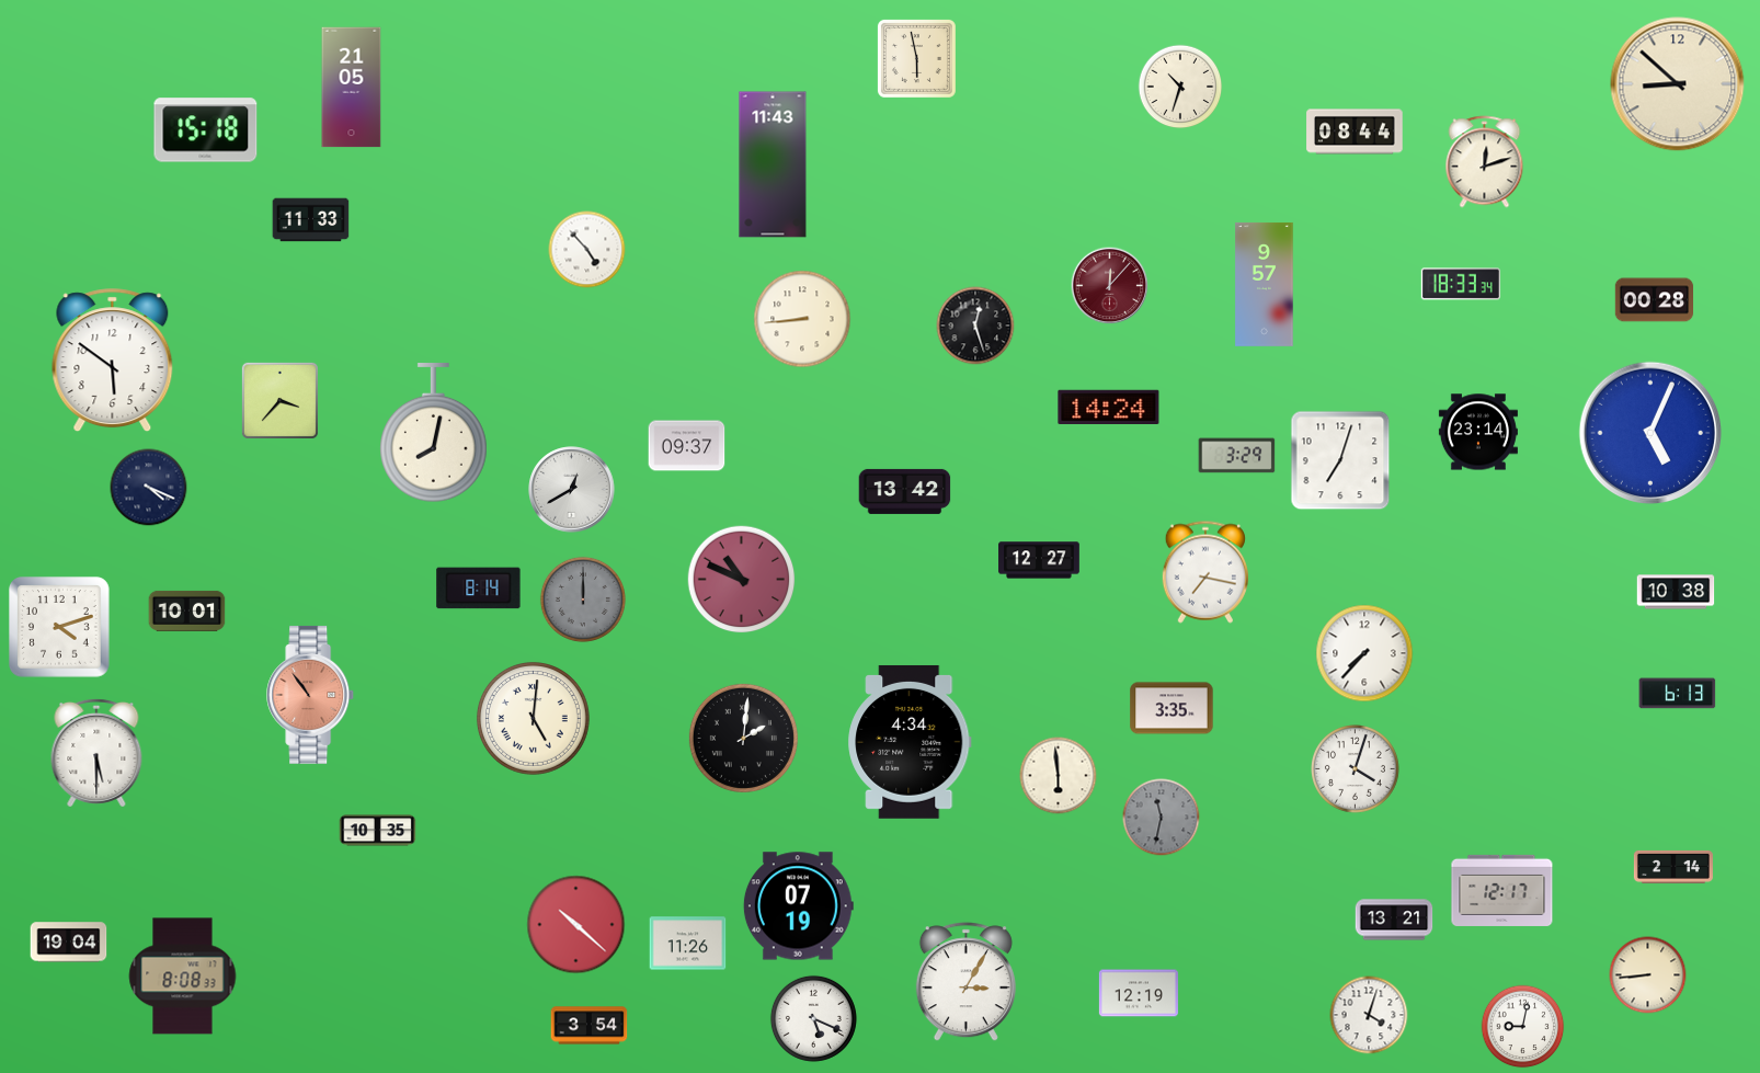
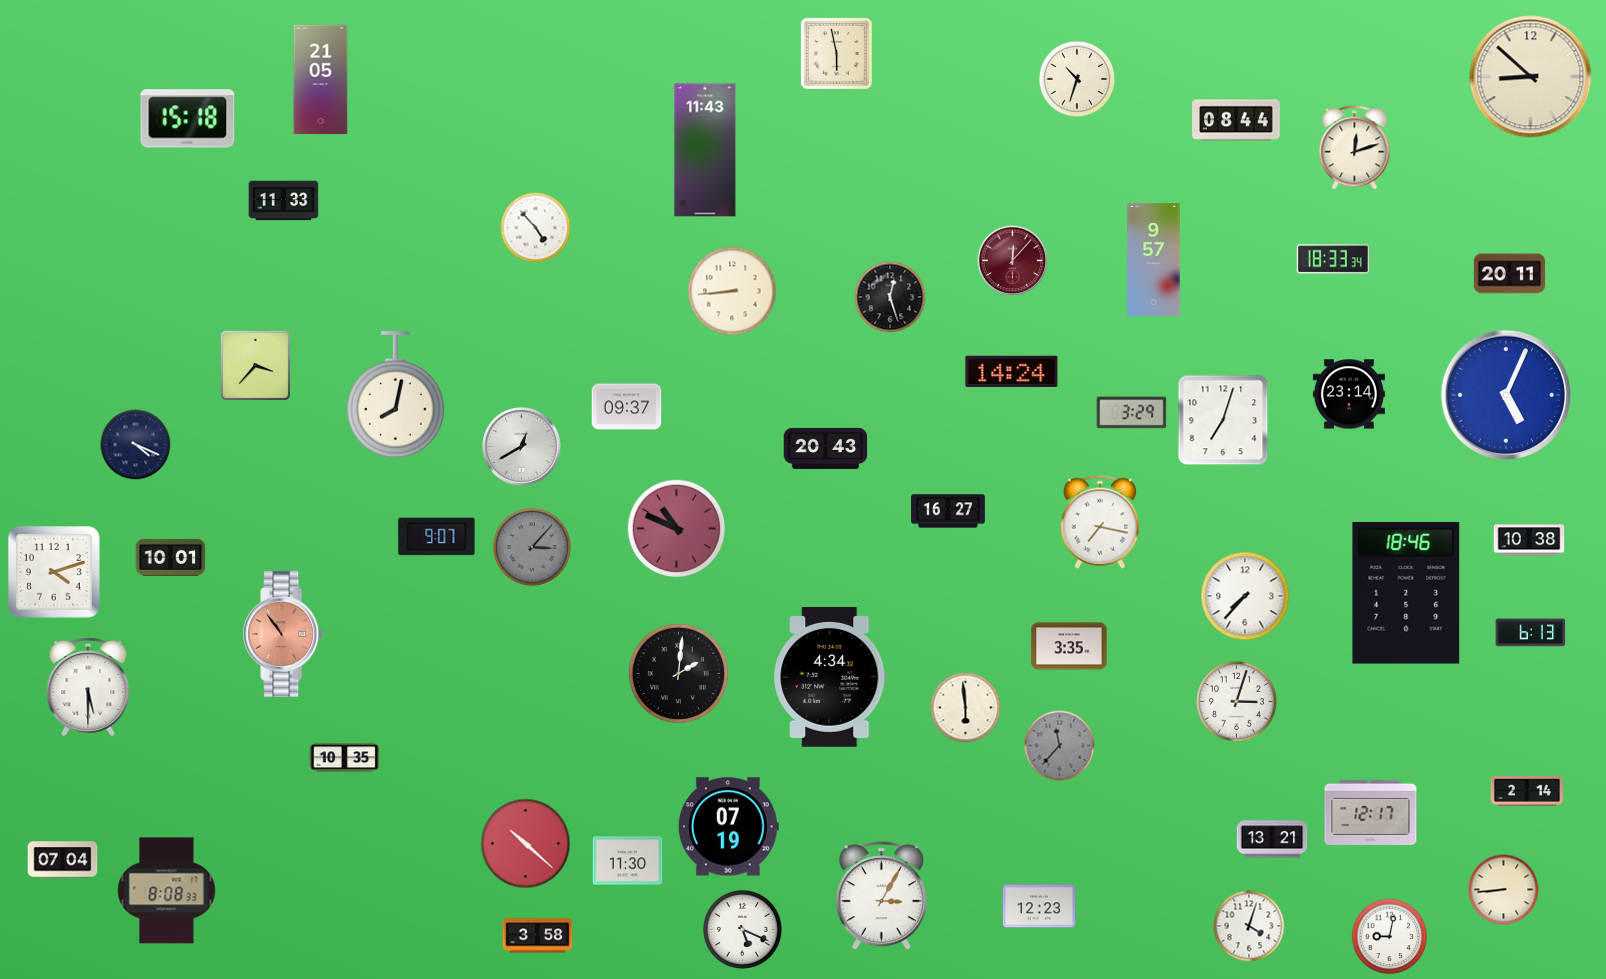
clock at (1655, 300): 00:28 -> 20:11
clock at (113, 361): 5:51 -> none
clock at (1237, 456) position: (1237, 456) -> (1132, 413)
clock at (905, 491): 13:42 -> 20:43
clock at (1039, 560): 12:27 -> 16:27
clock at (479, 589): 8:14 -> 9:07
clock at (583, 600): 12:00 -> 3:07
clock at (1406, 593): none -> 18:46
clock at (533, 718): 5:01 -> none
clock at (1356, 769): 4:03 -> 3:03
clock at (1162, 818): 11:32 -> 11:37
clock at (69, 943): 19:04 -> 07:04
clock at (688, 944): 11:26 -> 11:30
clock at (1139, 993): 12:19 -> 12:23
clock at (590, 1026): 3:54 -> 3:58
